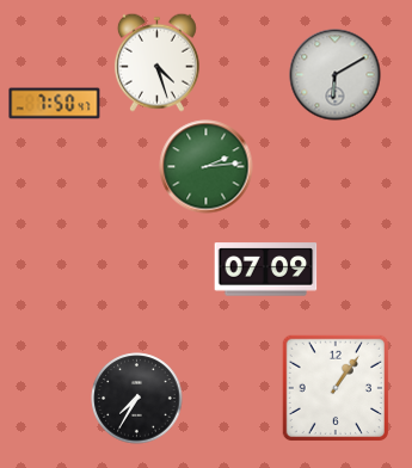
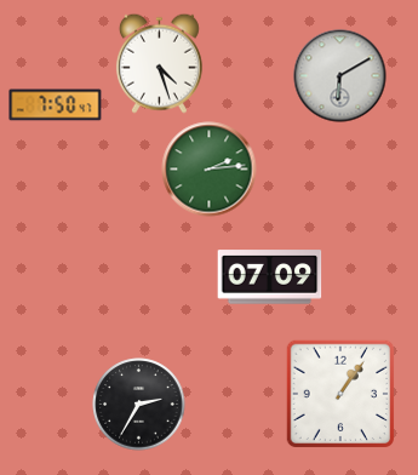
clock at (266, 270) position: (266, 270) -> (270, 277)
clock at (137, 399): 7:35 -> 2:35
